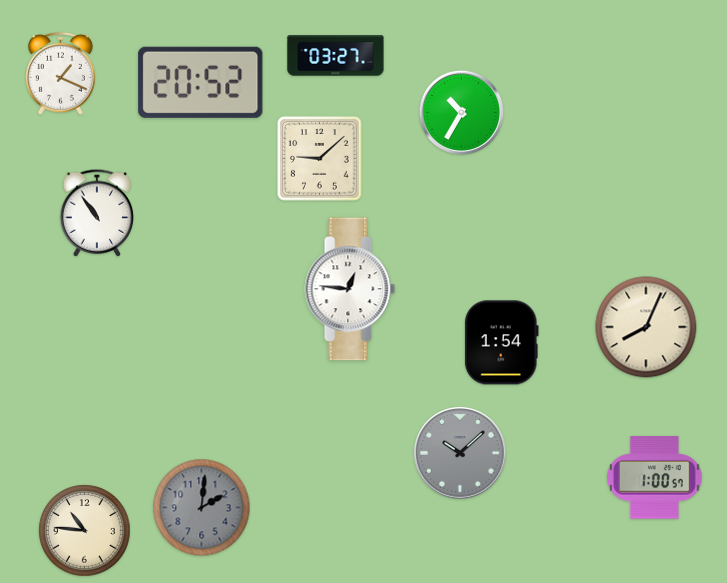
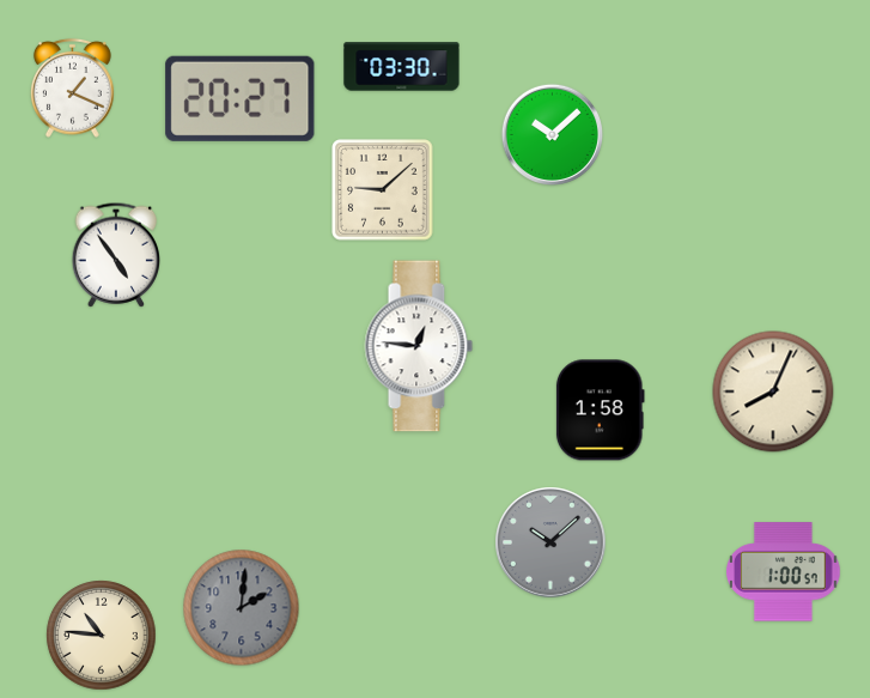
clock at (336, 56): 03:27 -> 03:30
clock at (201, 82): 20:52 -> 20:27
clock at (461, 112): 10:35 -> 10:08
clock at (97, 213): 10:54 -> 4:54
clock at (501, 343): 1:54 -> 1:58
